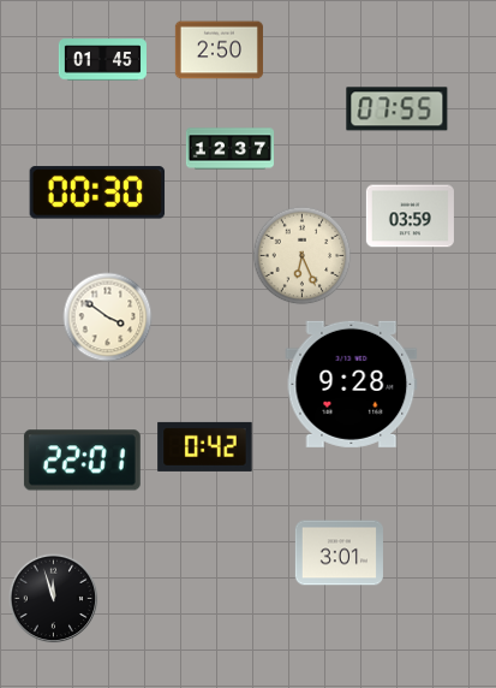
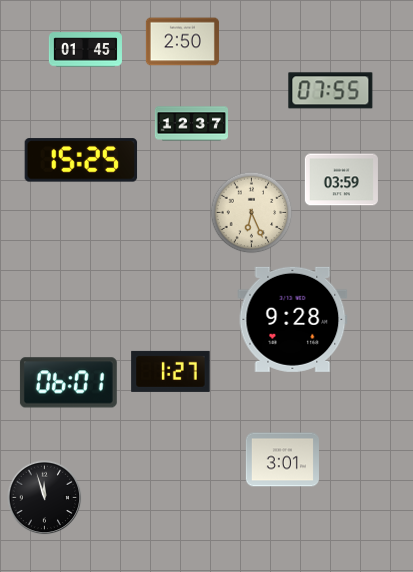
clock at (97, 192): 00:30 -> 15:25
clock at (108, 318): 3:51 -> none
clock at (205, 446): 0:42 -> 1:27
clock at (82, 461): 22:01 -> 06:01
